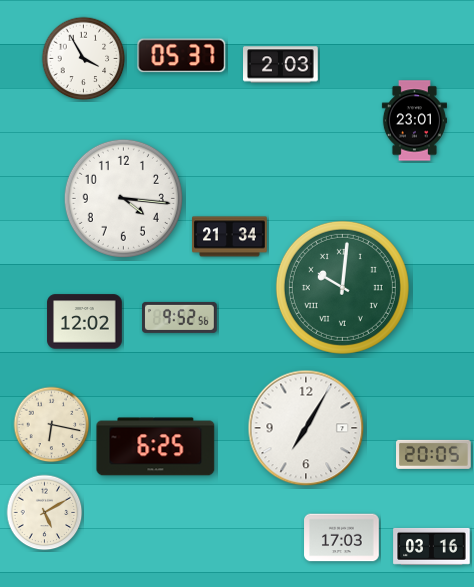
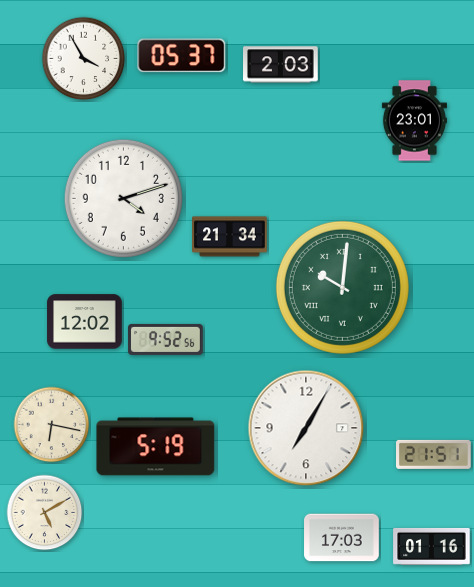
clock at (123, 198): 4:16 -> 4:12
clock at (180, 317) position: (180, 317) -> (166, 339)
clock at (156, 447): 6:25 -> 5:19
clock at (434, 454): 20:05 -> 21:51
clock at (432, 546): 03:16 -> 01:16
